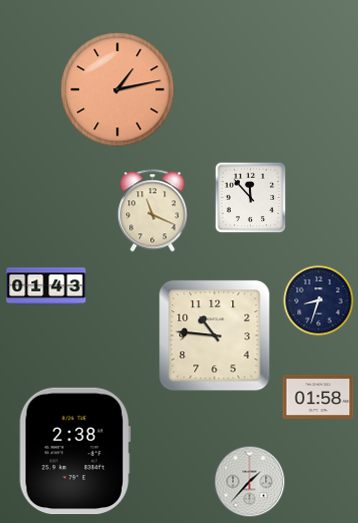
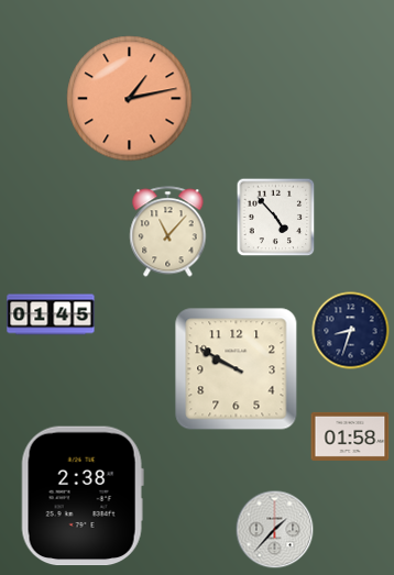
clock at (251, 198): 11:53 -> 4:53
clock at (153, 211): 11:19 -> 11:07
clock at (46, 286): 01:43 -> 01:45
clock at (215, 336): 10:46 -> 9:50
